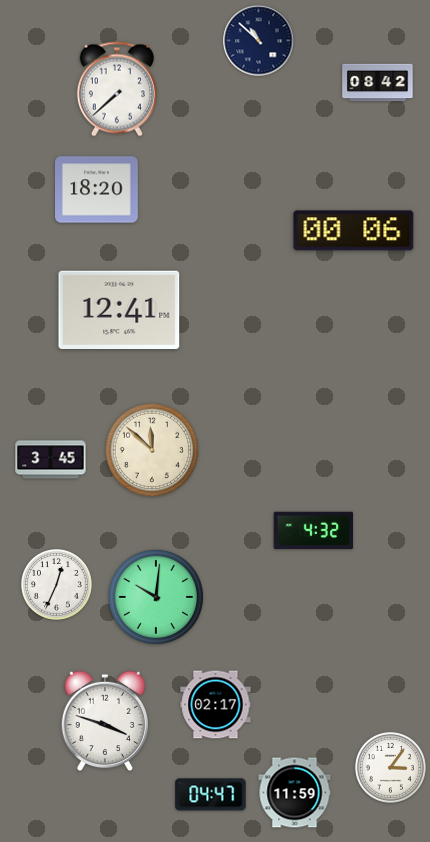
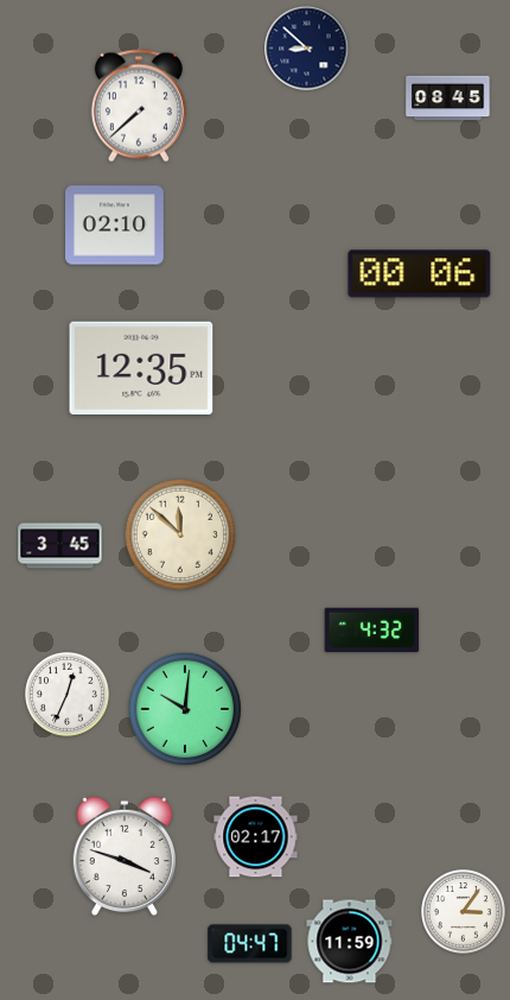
clock at (259, 41): 10:52 -> 8:52
clock at (378, 83): 08:42 -> 08:45
clock at (97, 190): 18:20 -> 02:10
clock at (119, 310): 12:41 -> 12:35
